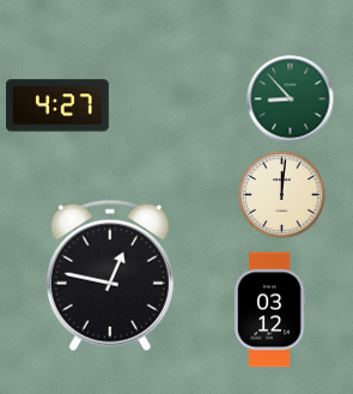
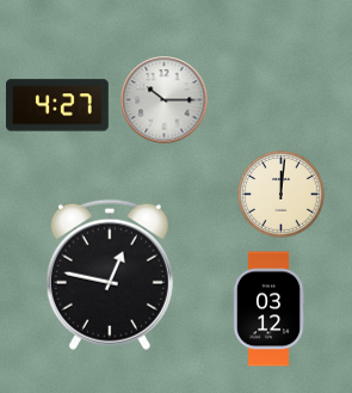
clock at (291, 99): 8:53 -> none
clock at (165, 100): none -> 10:15
